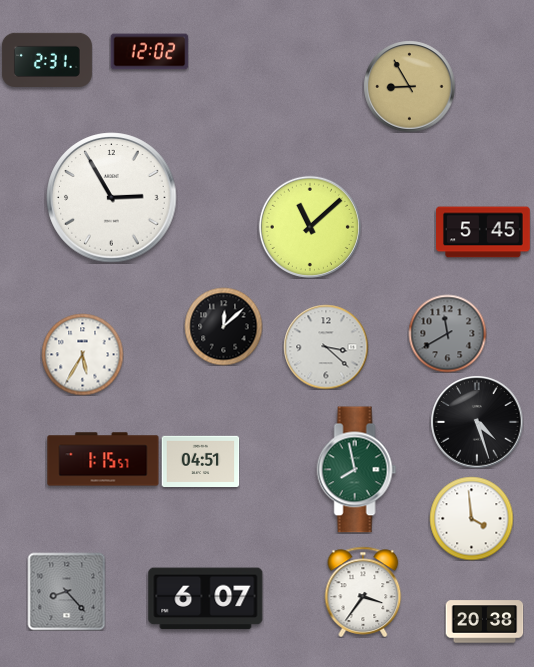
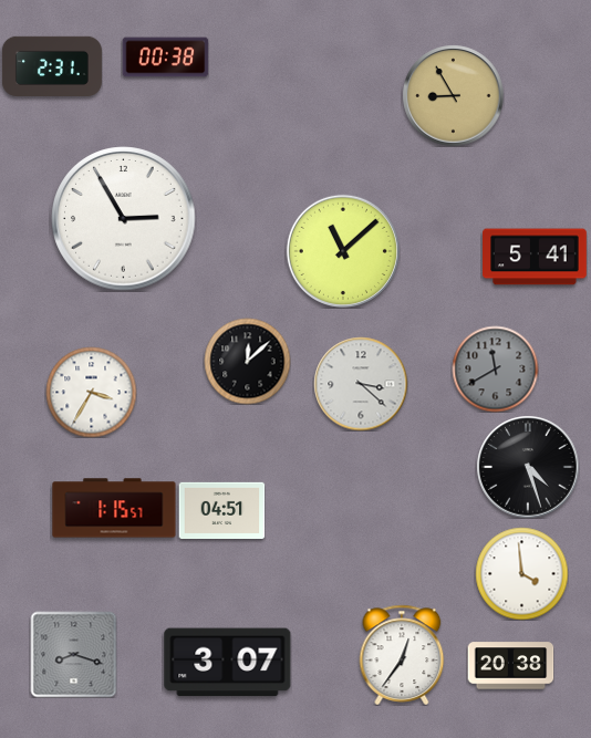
clock at (149, 52): 12:02 -> 00:38
clock at (484, 232): 5:45 -> 5:41
clock at (82, 354): 5:35 -> 3:35
clock at (357, 470): 7:58 -> none
clock at (66, 591): 8:23 -> 8:18
clock at (363, 592): 3:36 -> 12:36
clock at (206, 599): 6:07 -> 3:07
clock at (484, 622) position: (484, 622) -> (510, 666)
